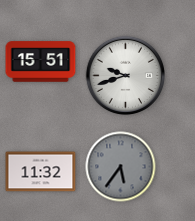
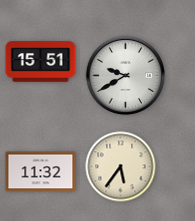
clock at (125, 75): 9:42 -> 9:40
clock at (121, 167) dial: grey -> cream
